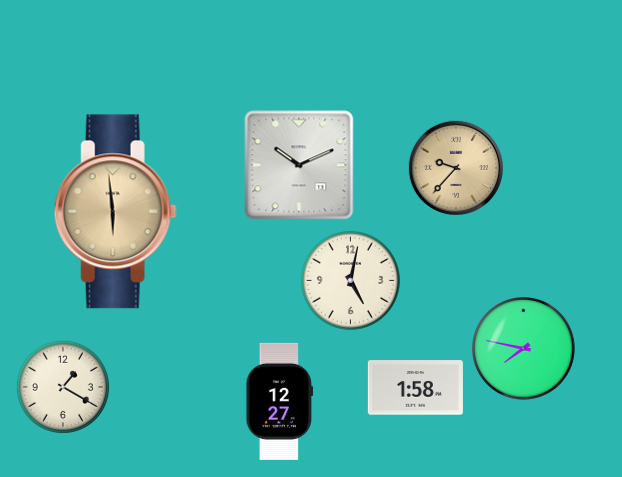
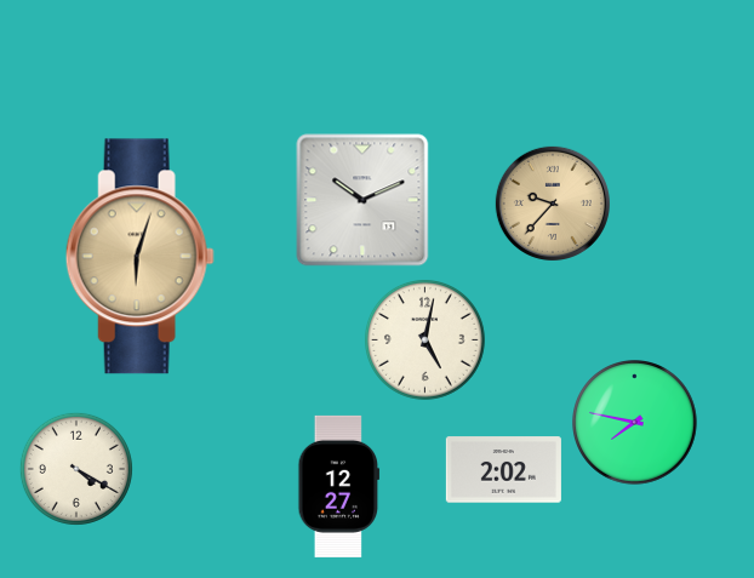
clock at (115, 212): 5:59 -> 6:03
clock at (63, 387): 1:20 -> 4:20
clock at (415, 388): 1:58 -> 2:02
